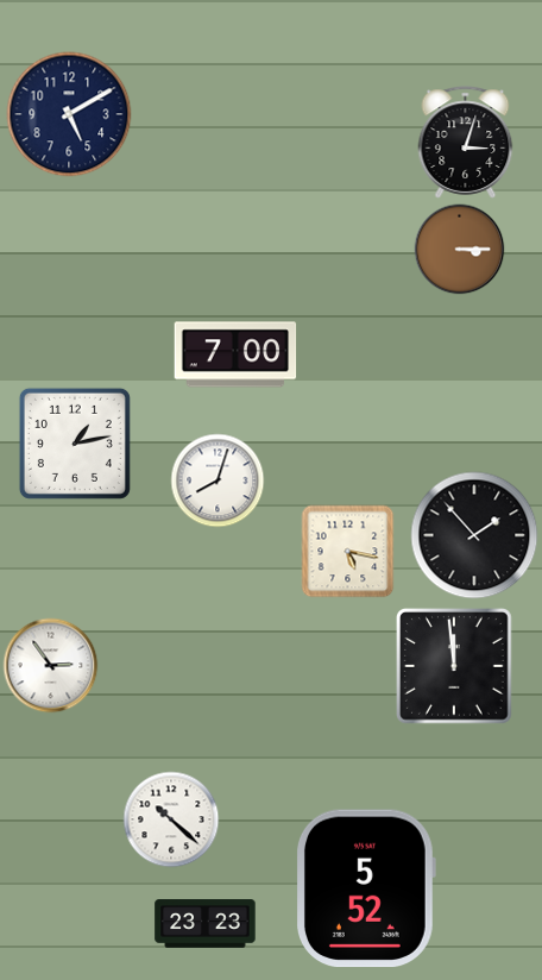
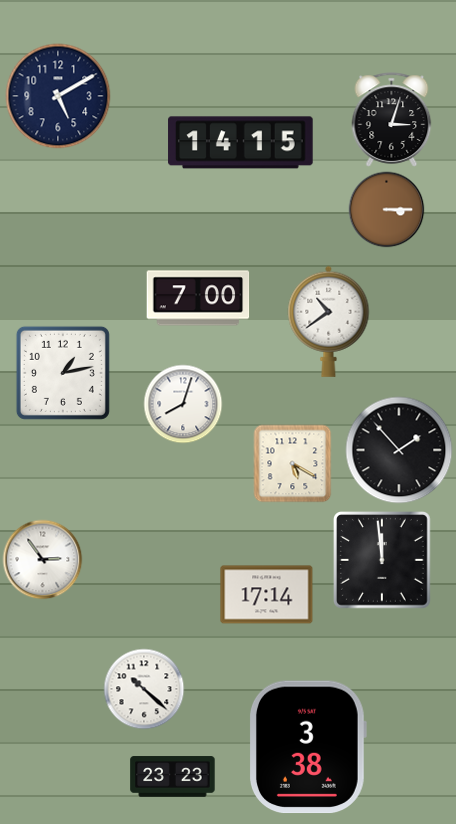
clock at (241, 143): none -> 14:15
clock at (329, 321): none -> 10:39
clock at (348, 552): 5:17 -> 5:20
clock at (267, 595): none -> 17:14
clock at (366, 888): 5:52 -> 3:38
